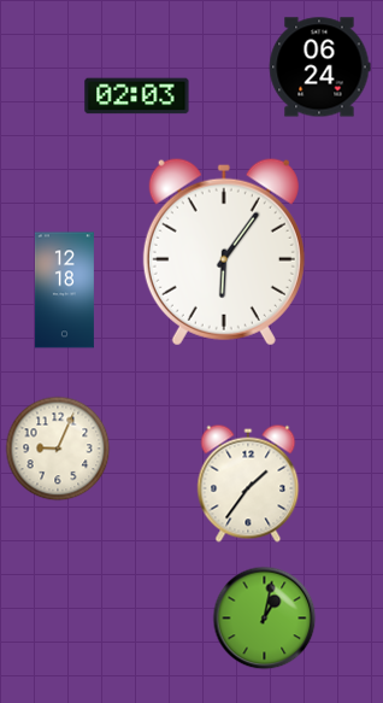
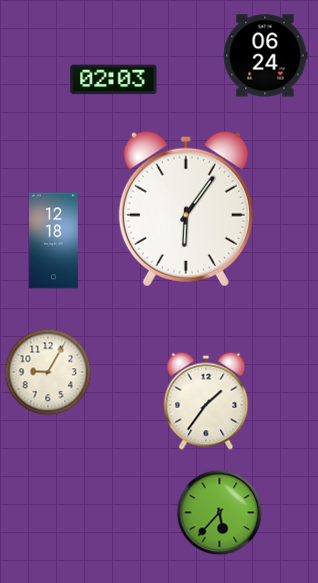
clock at (58, 449): 9:04 -> 9:05
clock at (264, 617): 1:02 -> 5:37
